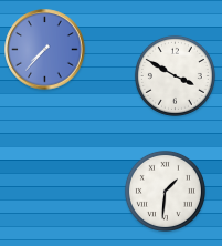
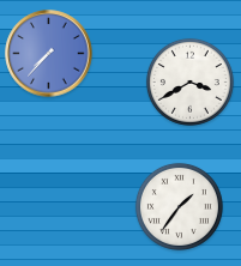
clock at (175, 75): 3:50 -> 3:40
clock at (165, 191): 1:31 -> 1:36
